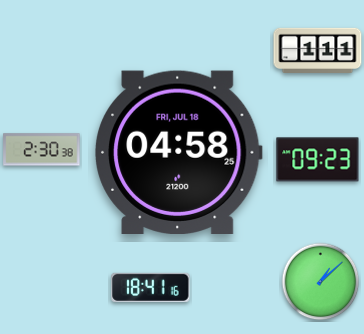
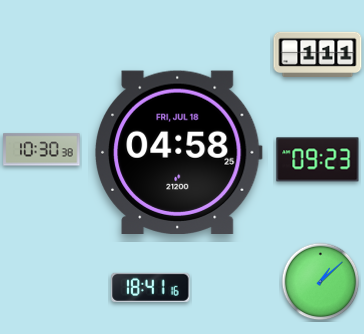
clock at (318, 50) position: (318, 50) -> (318, 54)
clock at (42, 150): 2:30 -> 10:30
